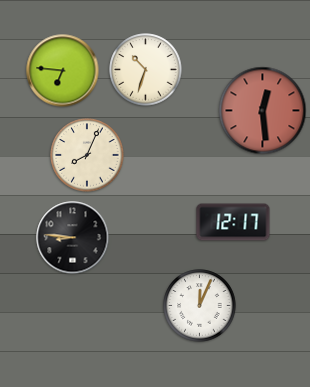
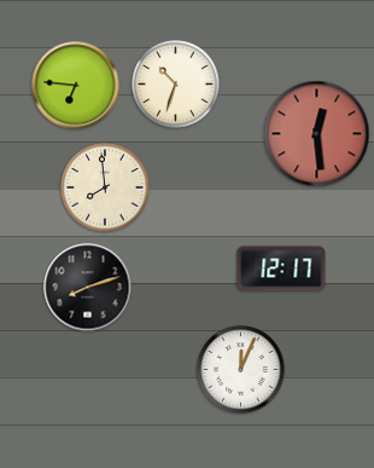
clock at (87, 155): 8:04 -> 7:59
clock at (73, 238): 8:46 -> 8:12
